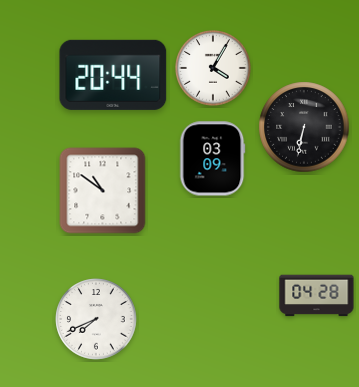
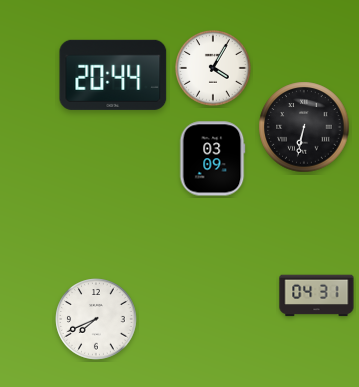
clock at (103, 191): 10:51 -> none
clock at (317, 296): 04:28 -> 04:31
